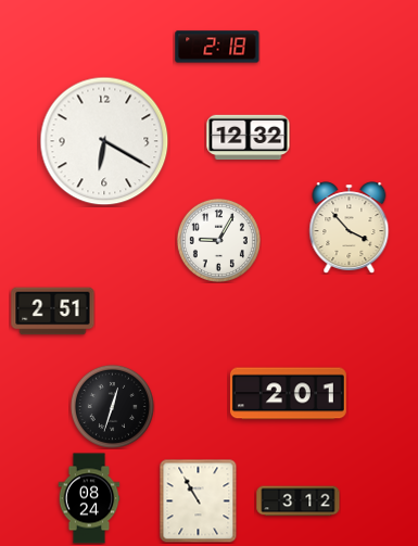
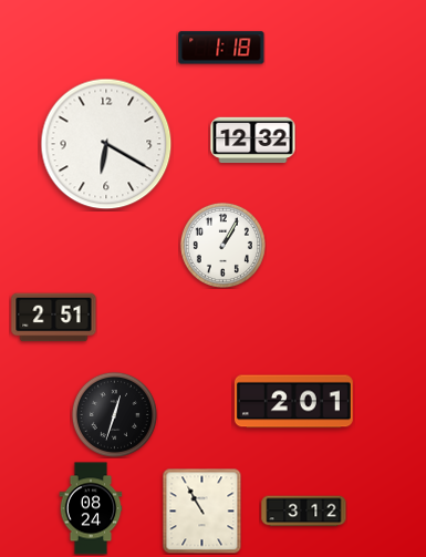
clock at (217, 47): 2:18 -> 1:18
clock at (350, 228): 3:53 -> none
clock at (218, 240): 9:05 -> 1:05
